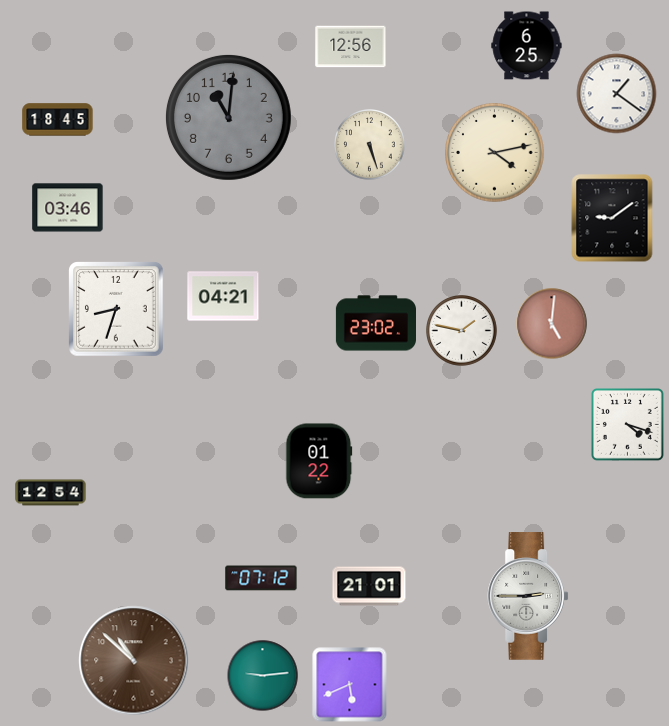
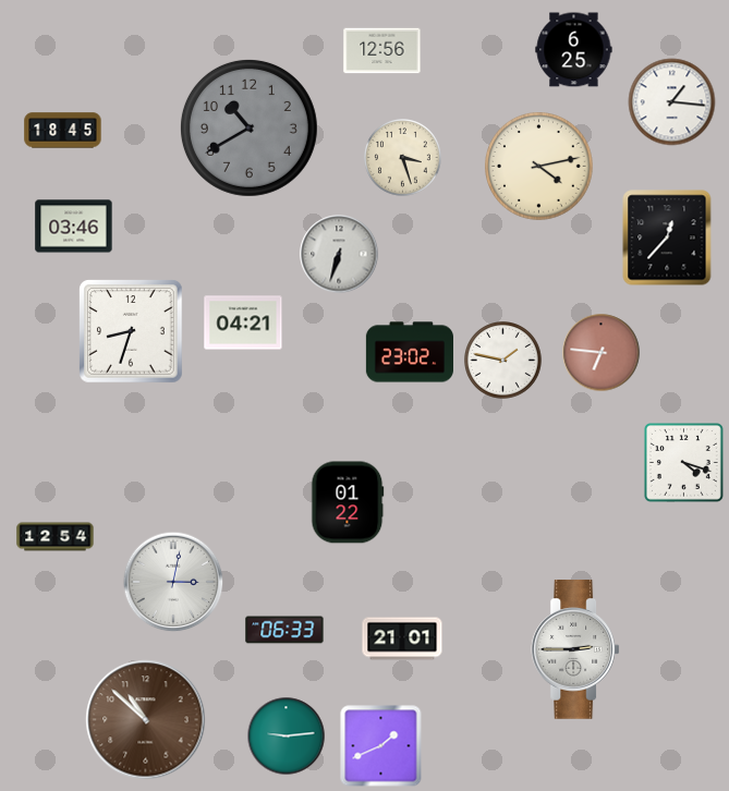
clock at (617, 94): 1:21 -> 1:16
clock at (228, 117): 11:01 -> 10:40
clock at (370, 145): 5:27 -> 3:27
clock at (612, 218): 9:09 -> 12:37
clock at (339, 254): none -> 6:33
clock at (116, 309) position: (116, 309) -> (131, 331)
clock at (552, 324): 5:01 -> 6:46
clock at (173, 582): none -> 3:02
clock at (261, 578): 07:12 -> 06:33
clock at (350, 685): 5:41 -> 1:41
